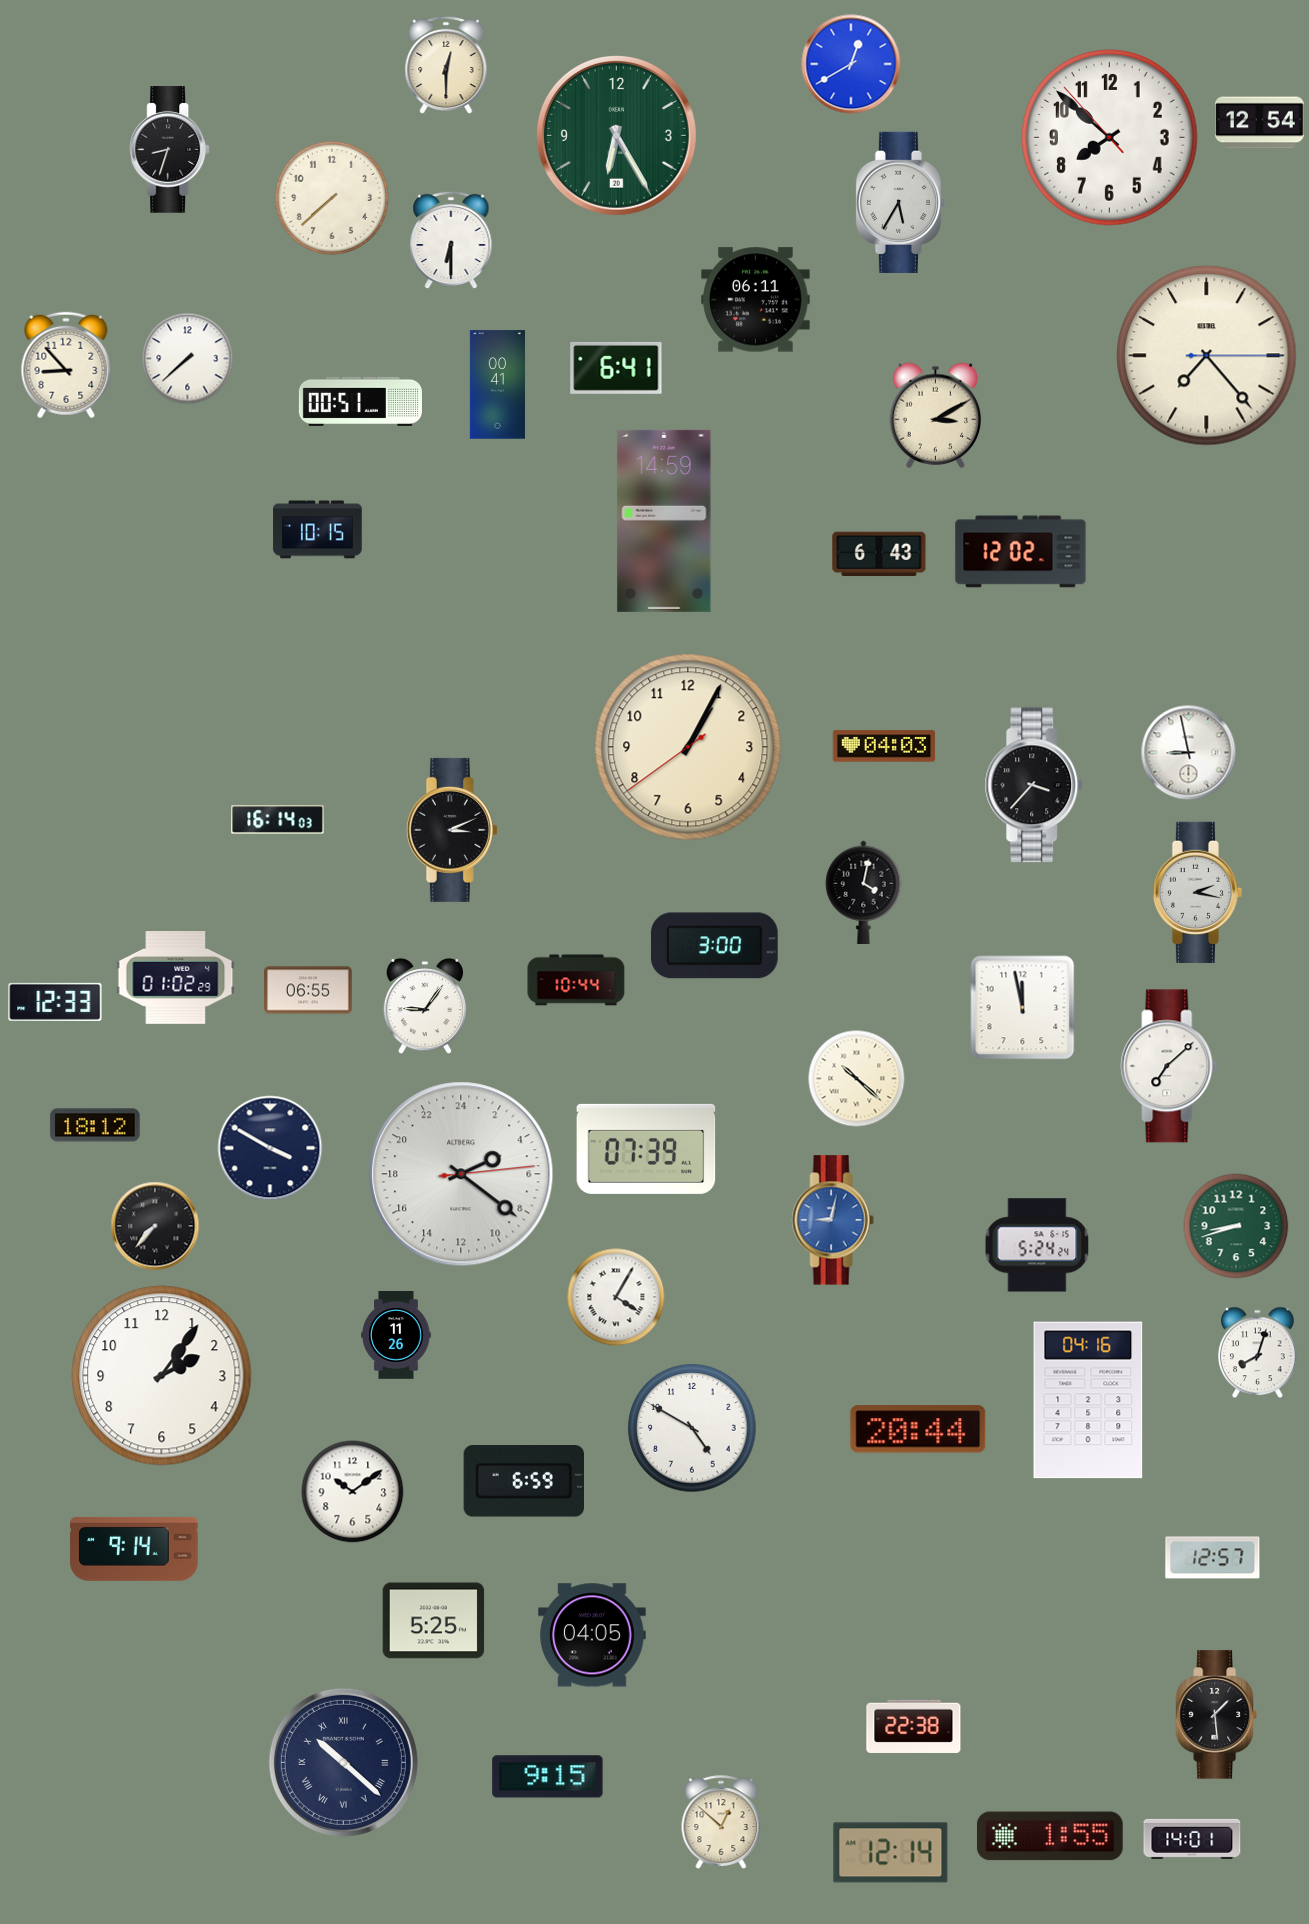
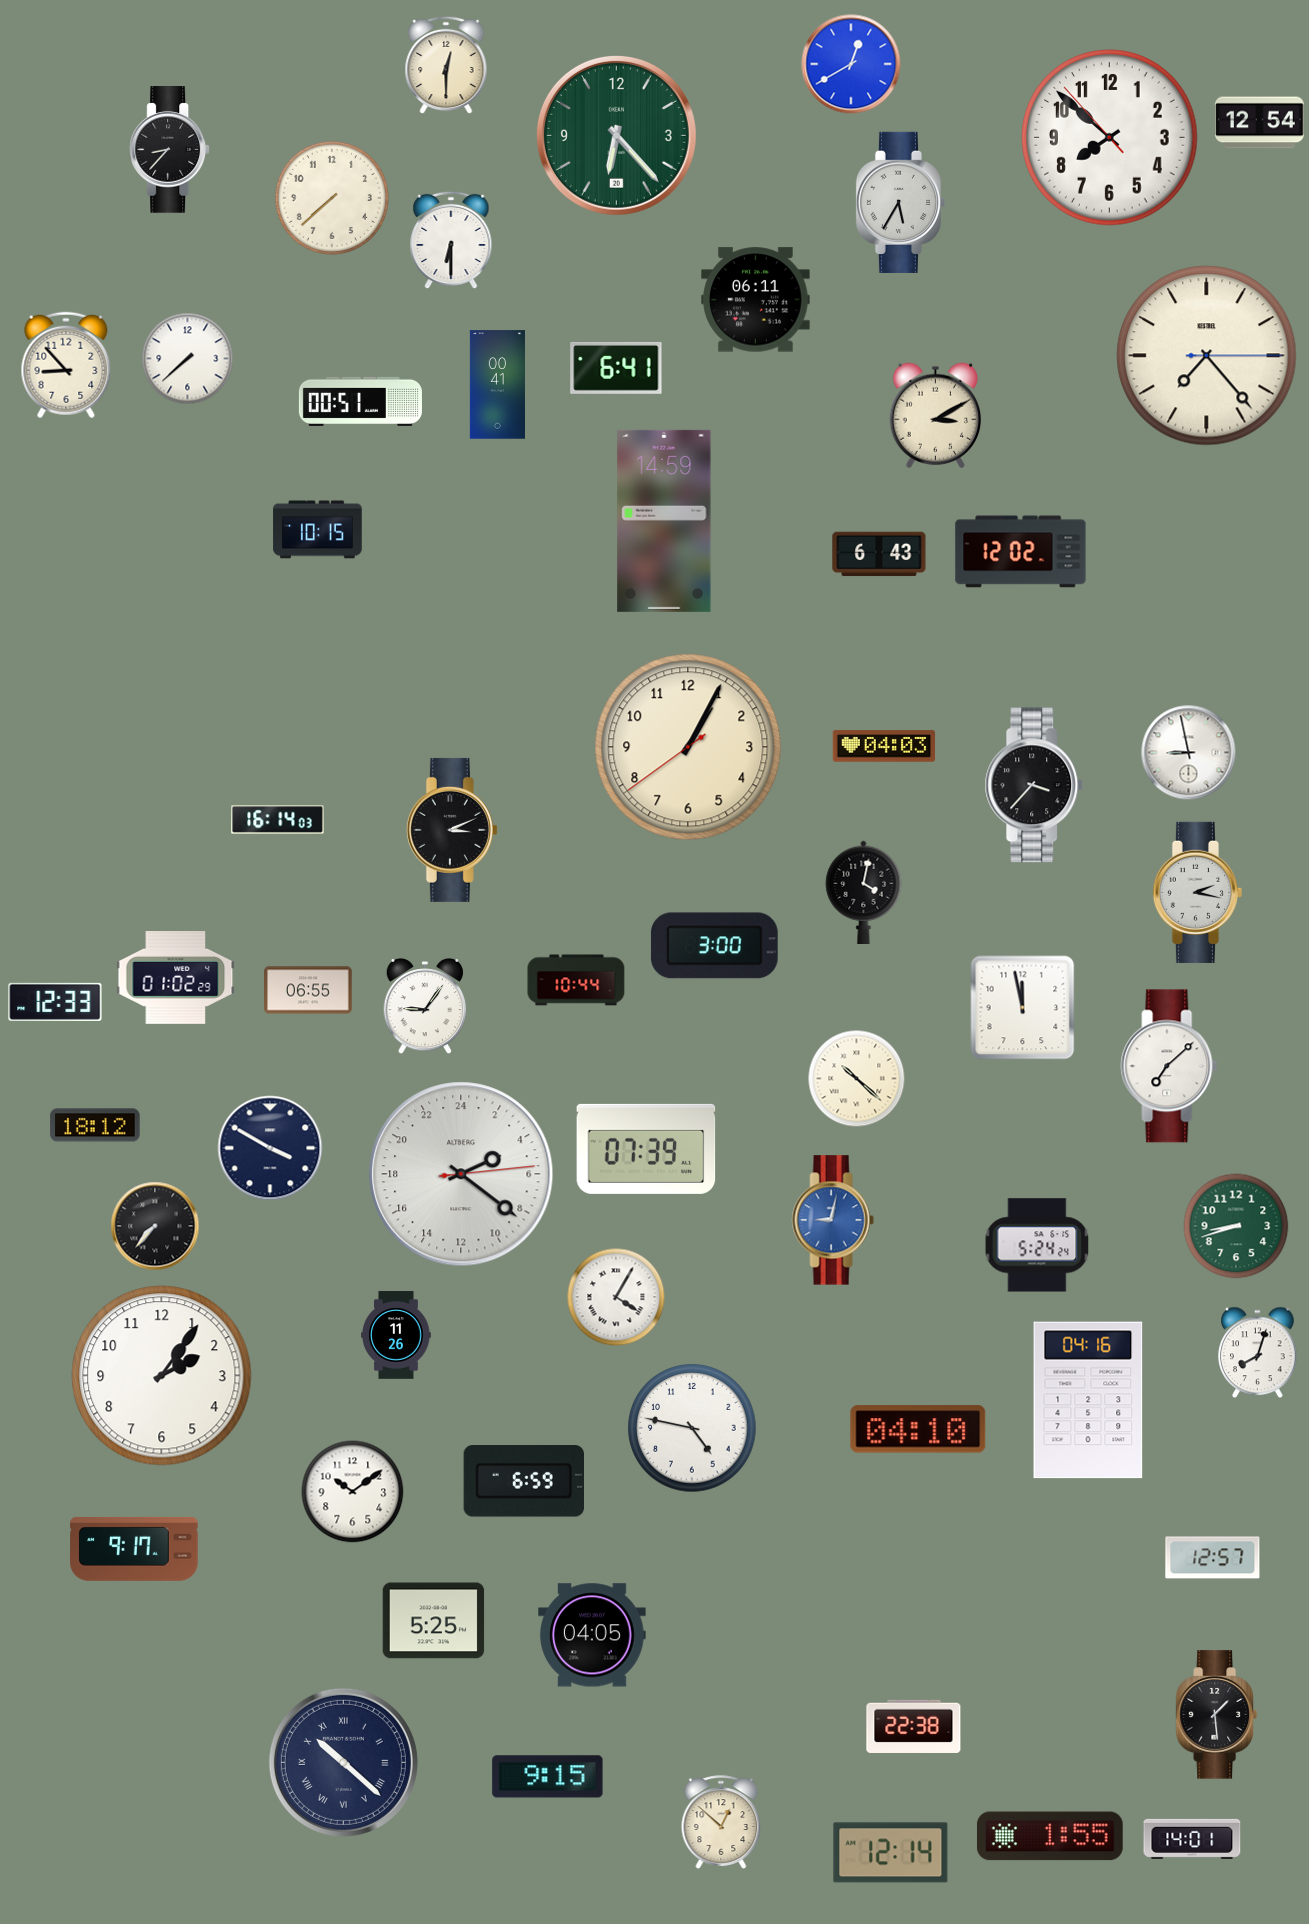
clock at (616, 135): 6:25 -> 6:23
clock at (170, 150): 8:33 -> 8:37
clock at (692, 1428): 4:50 -> 4:47
clock at (918, 1429): 20:44 -> 04:10
clock at (134, 1549): 9:14 -> 9:17
